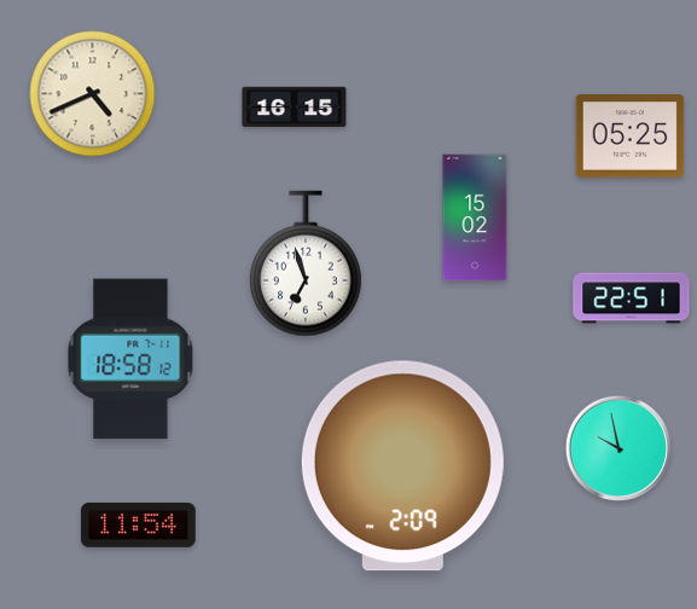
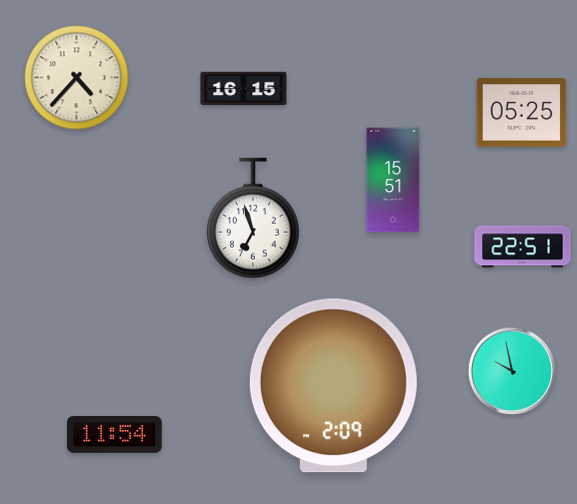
clock at (93, 94): 4:41 -> 4:37
clock at (475, 217): 15:02 -> 15:51
clock at (130, 359): 18:58 -> none
